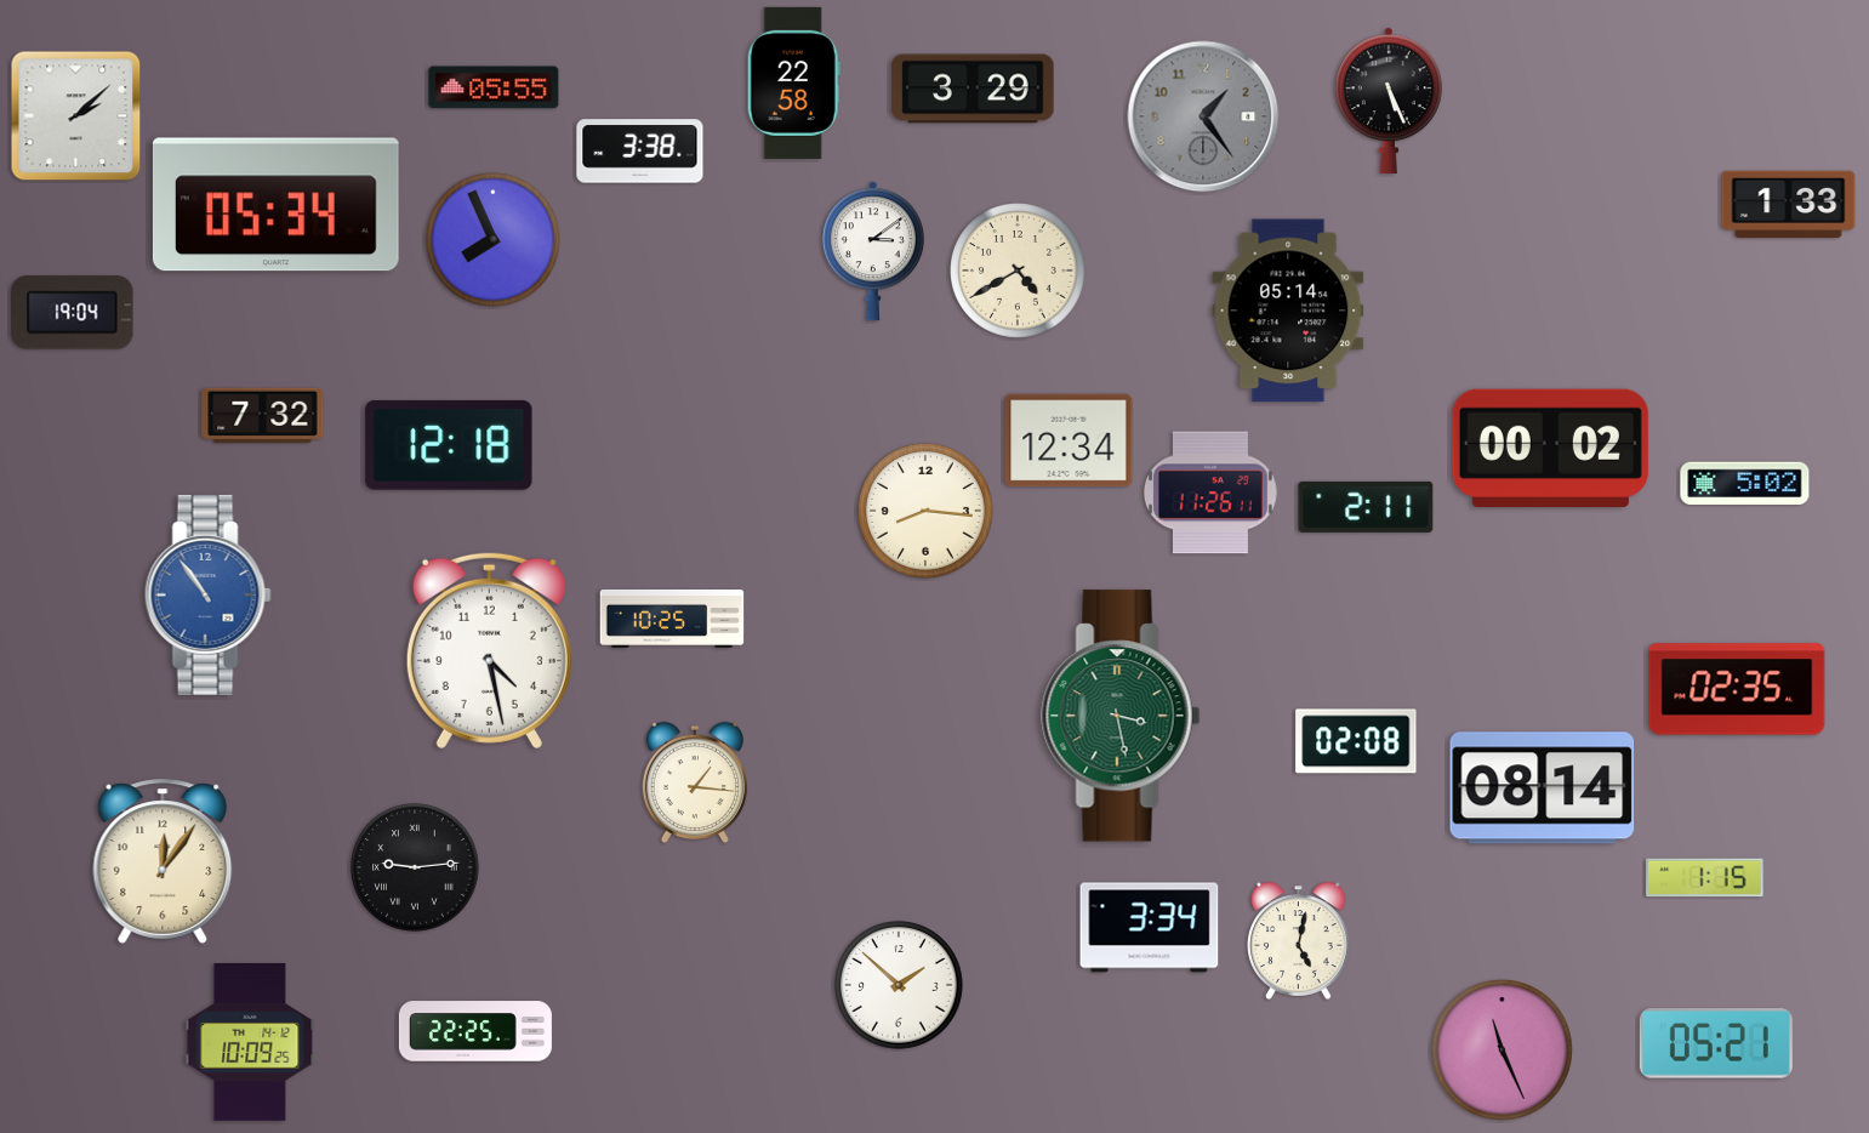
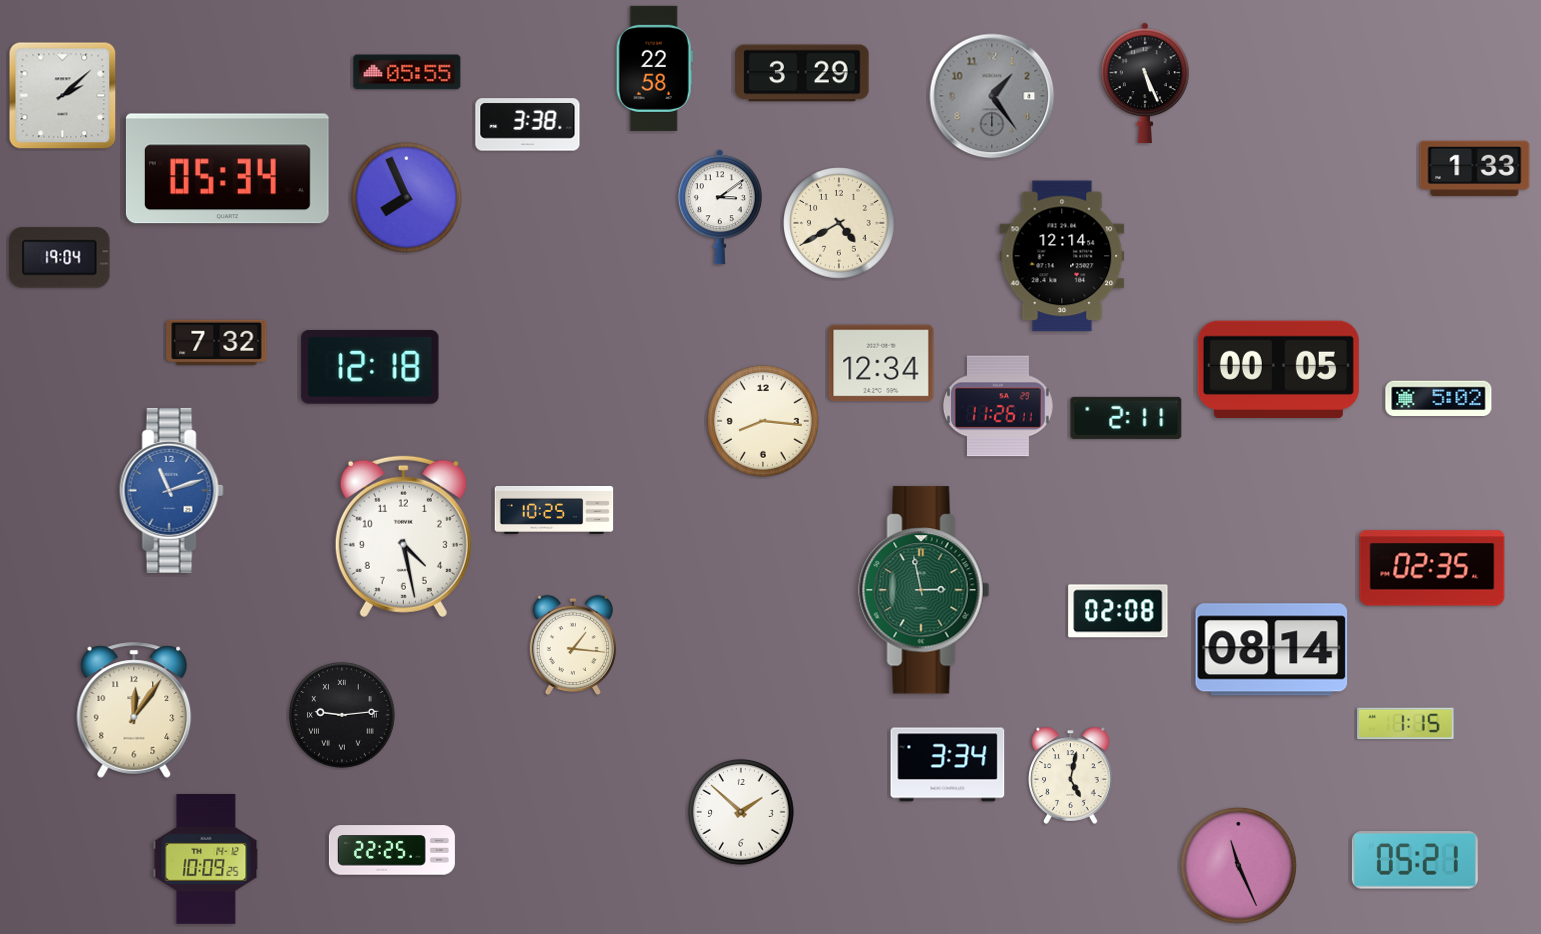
clock at (1288, 311): 05:14 -> 12:14
clock at (1550, 448): 00:02 -> 00:05
clock at (207, 594): 10:54 -> 11:12
clock at (1121, 716): 3:28 -> 2:58
